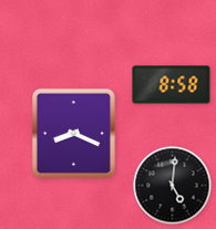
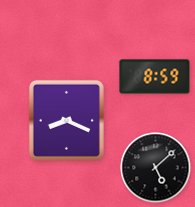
clock at (172, 85): 8:58 -> 8:59
clock at (173, 186): 5:01 -> 5:08
